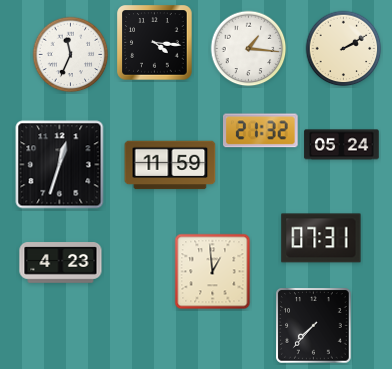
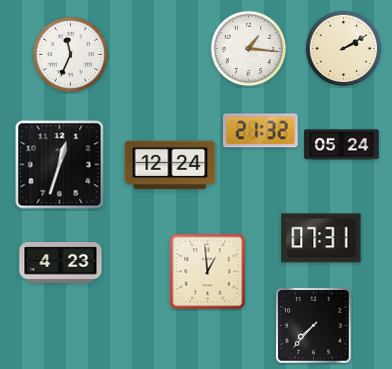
clock at (155, 43): 4:16 -> none
clock at (170, 165): 11:59 -> 12:24
clock at (213, 272) position: (213, 272) -> (208, 272)
